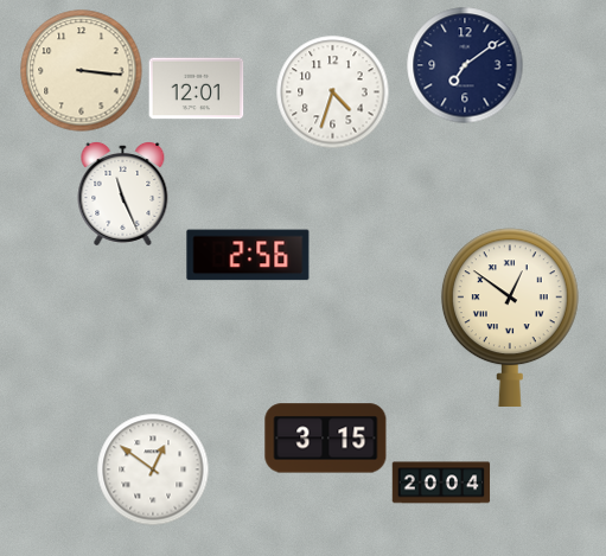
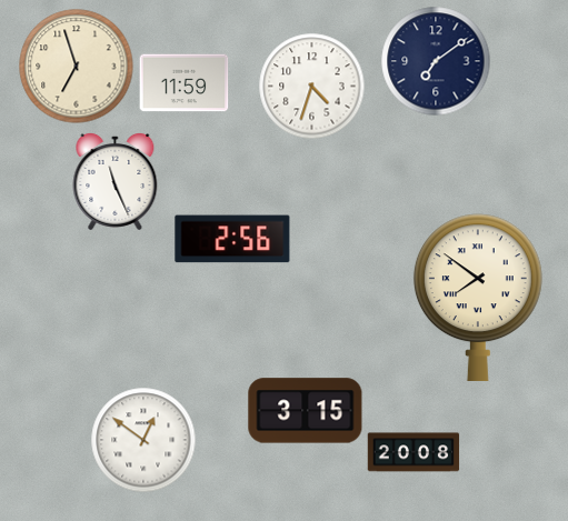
clock at (82, 71): 3:16 -> 6:57
clock at (197, 89): 12:01 -> 11:59
clock at (510, 317): 12:51 -> 7:51
clock at (441, 482): 20:04 -> 20:08
